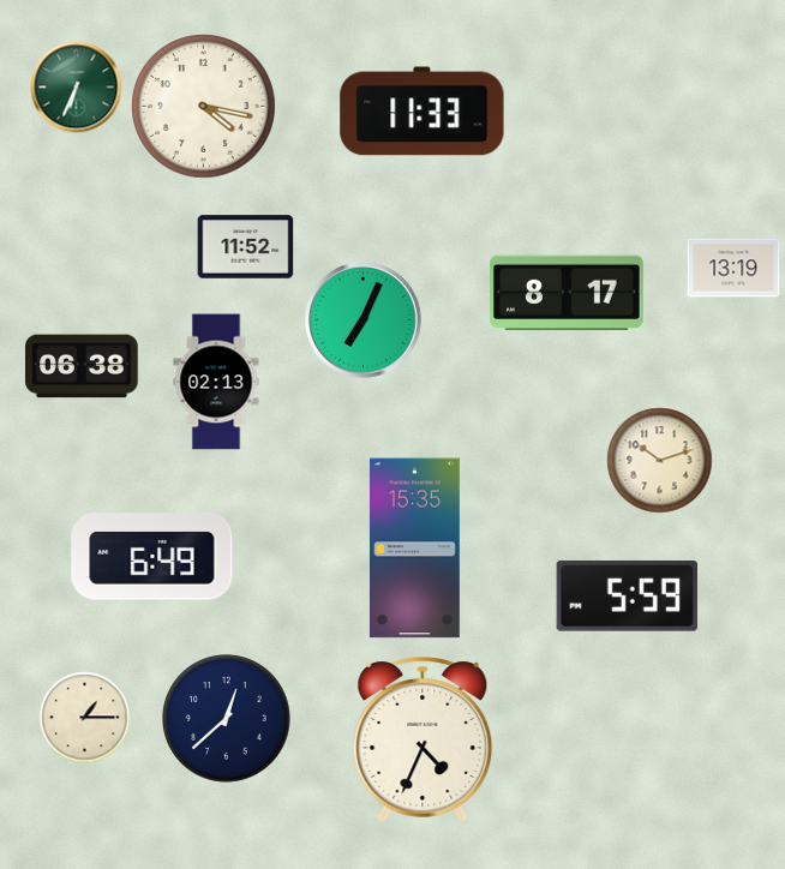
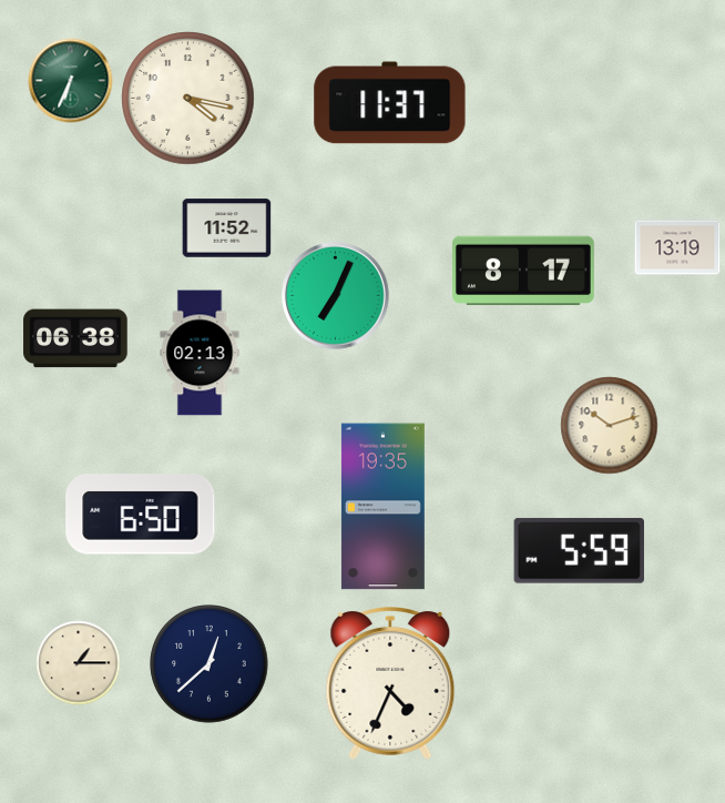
clock at (423, 112): 11:33 -> 11:37
clock at (414, 549): 15:35 -> 19:35
clock at (152, 557): 6:49 -> 6:50
